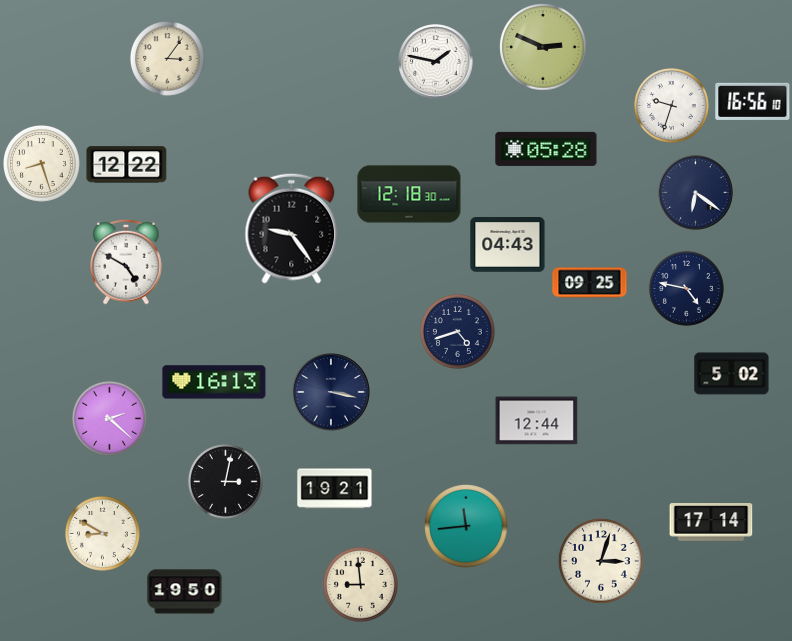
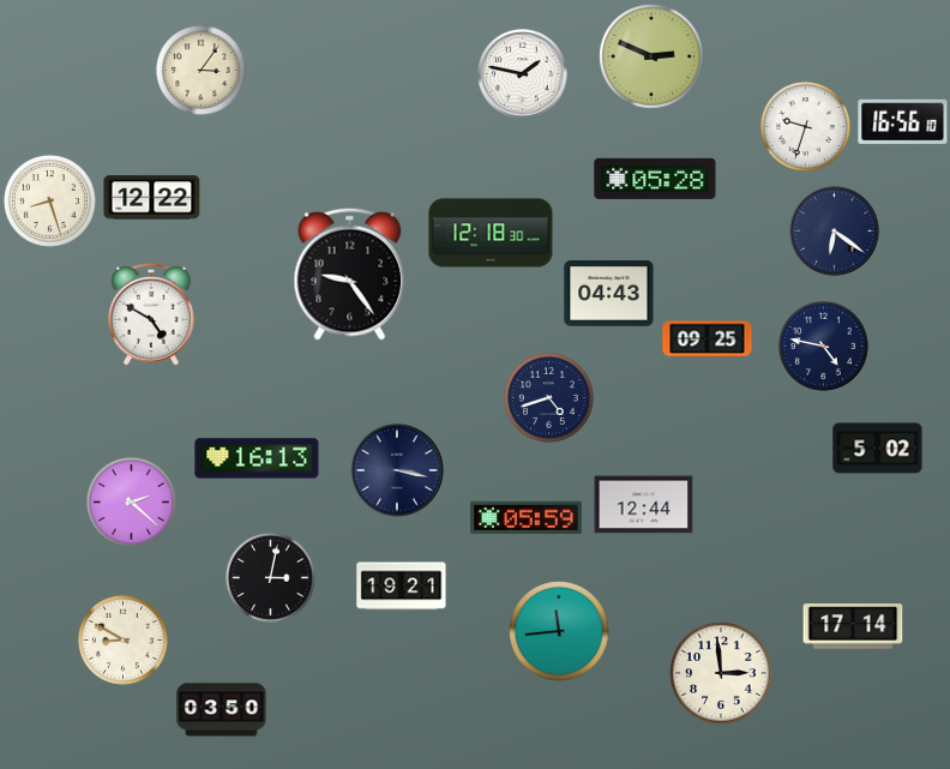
clock at (42, 164) position: (42, 164) -> (50, 202)
clock at (527, 518): none -> 05:59
clock at (601, 561): 3:03 -> 2:59
clock at (360, 584): 8:59 -> none
clock at (185, 592): 19:50 -> 03:50
